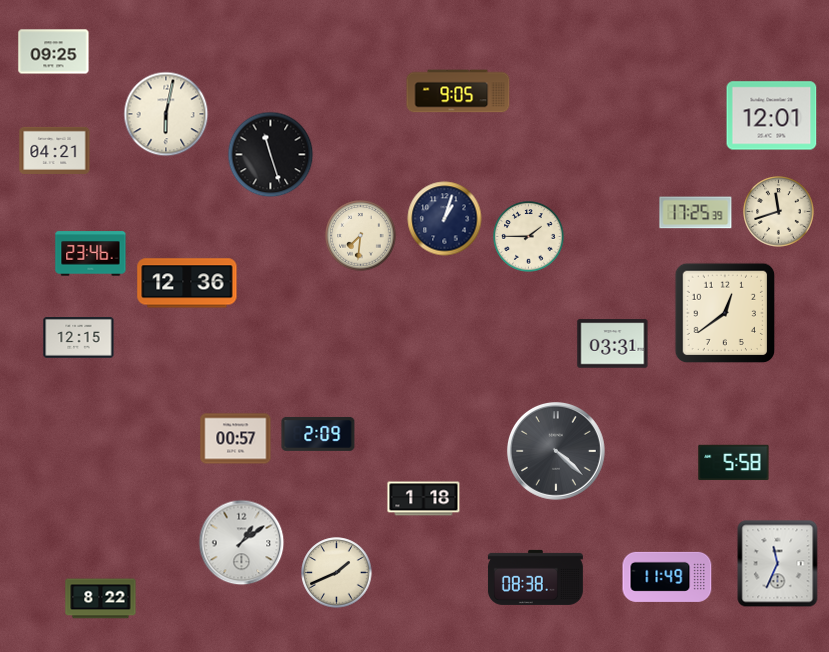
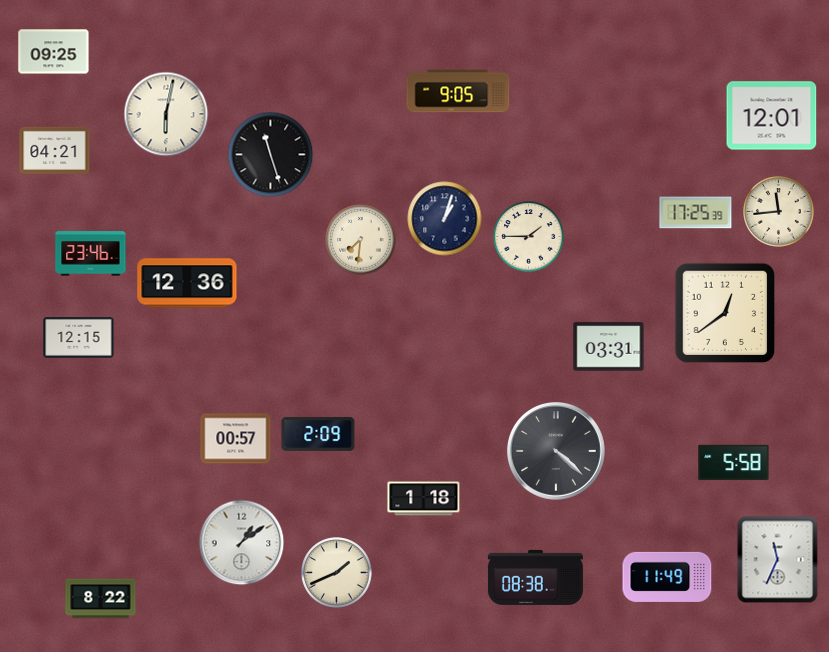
clock at (779, 212): 11:42 -> 11:44
clock at (361, 236) position: (361, 236) -> (361, 240)
clock at (613, 344) position: (613, 344) -> (609, 347)
clock at (778, 564) position: (778, 564) -> (778, 560)
